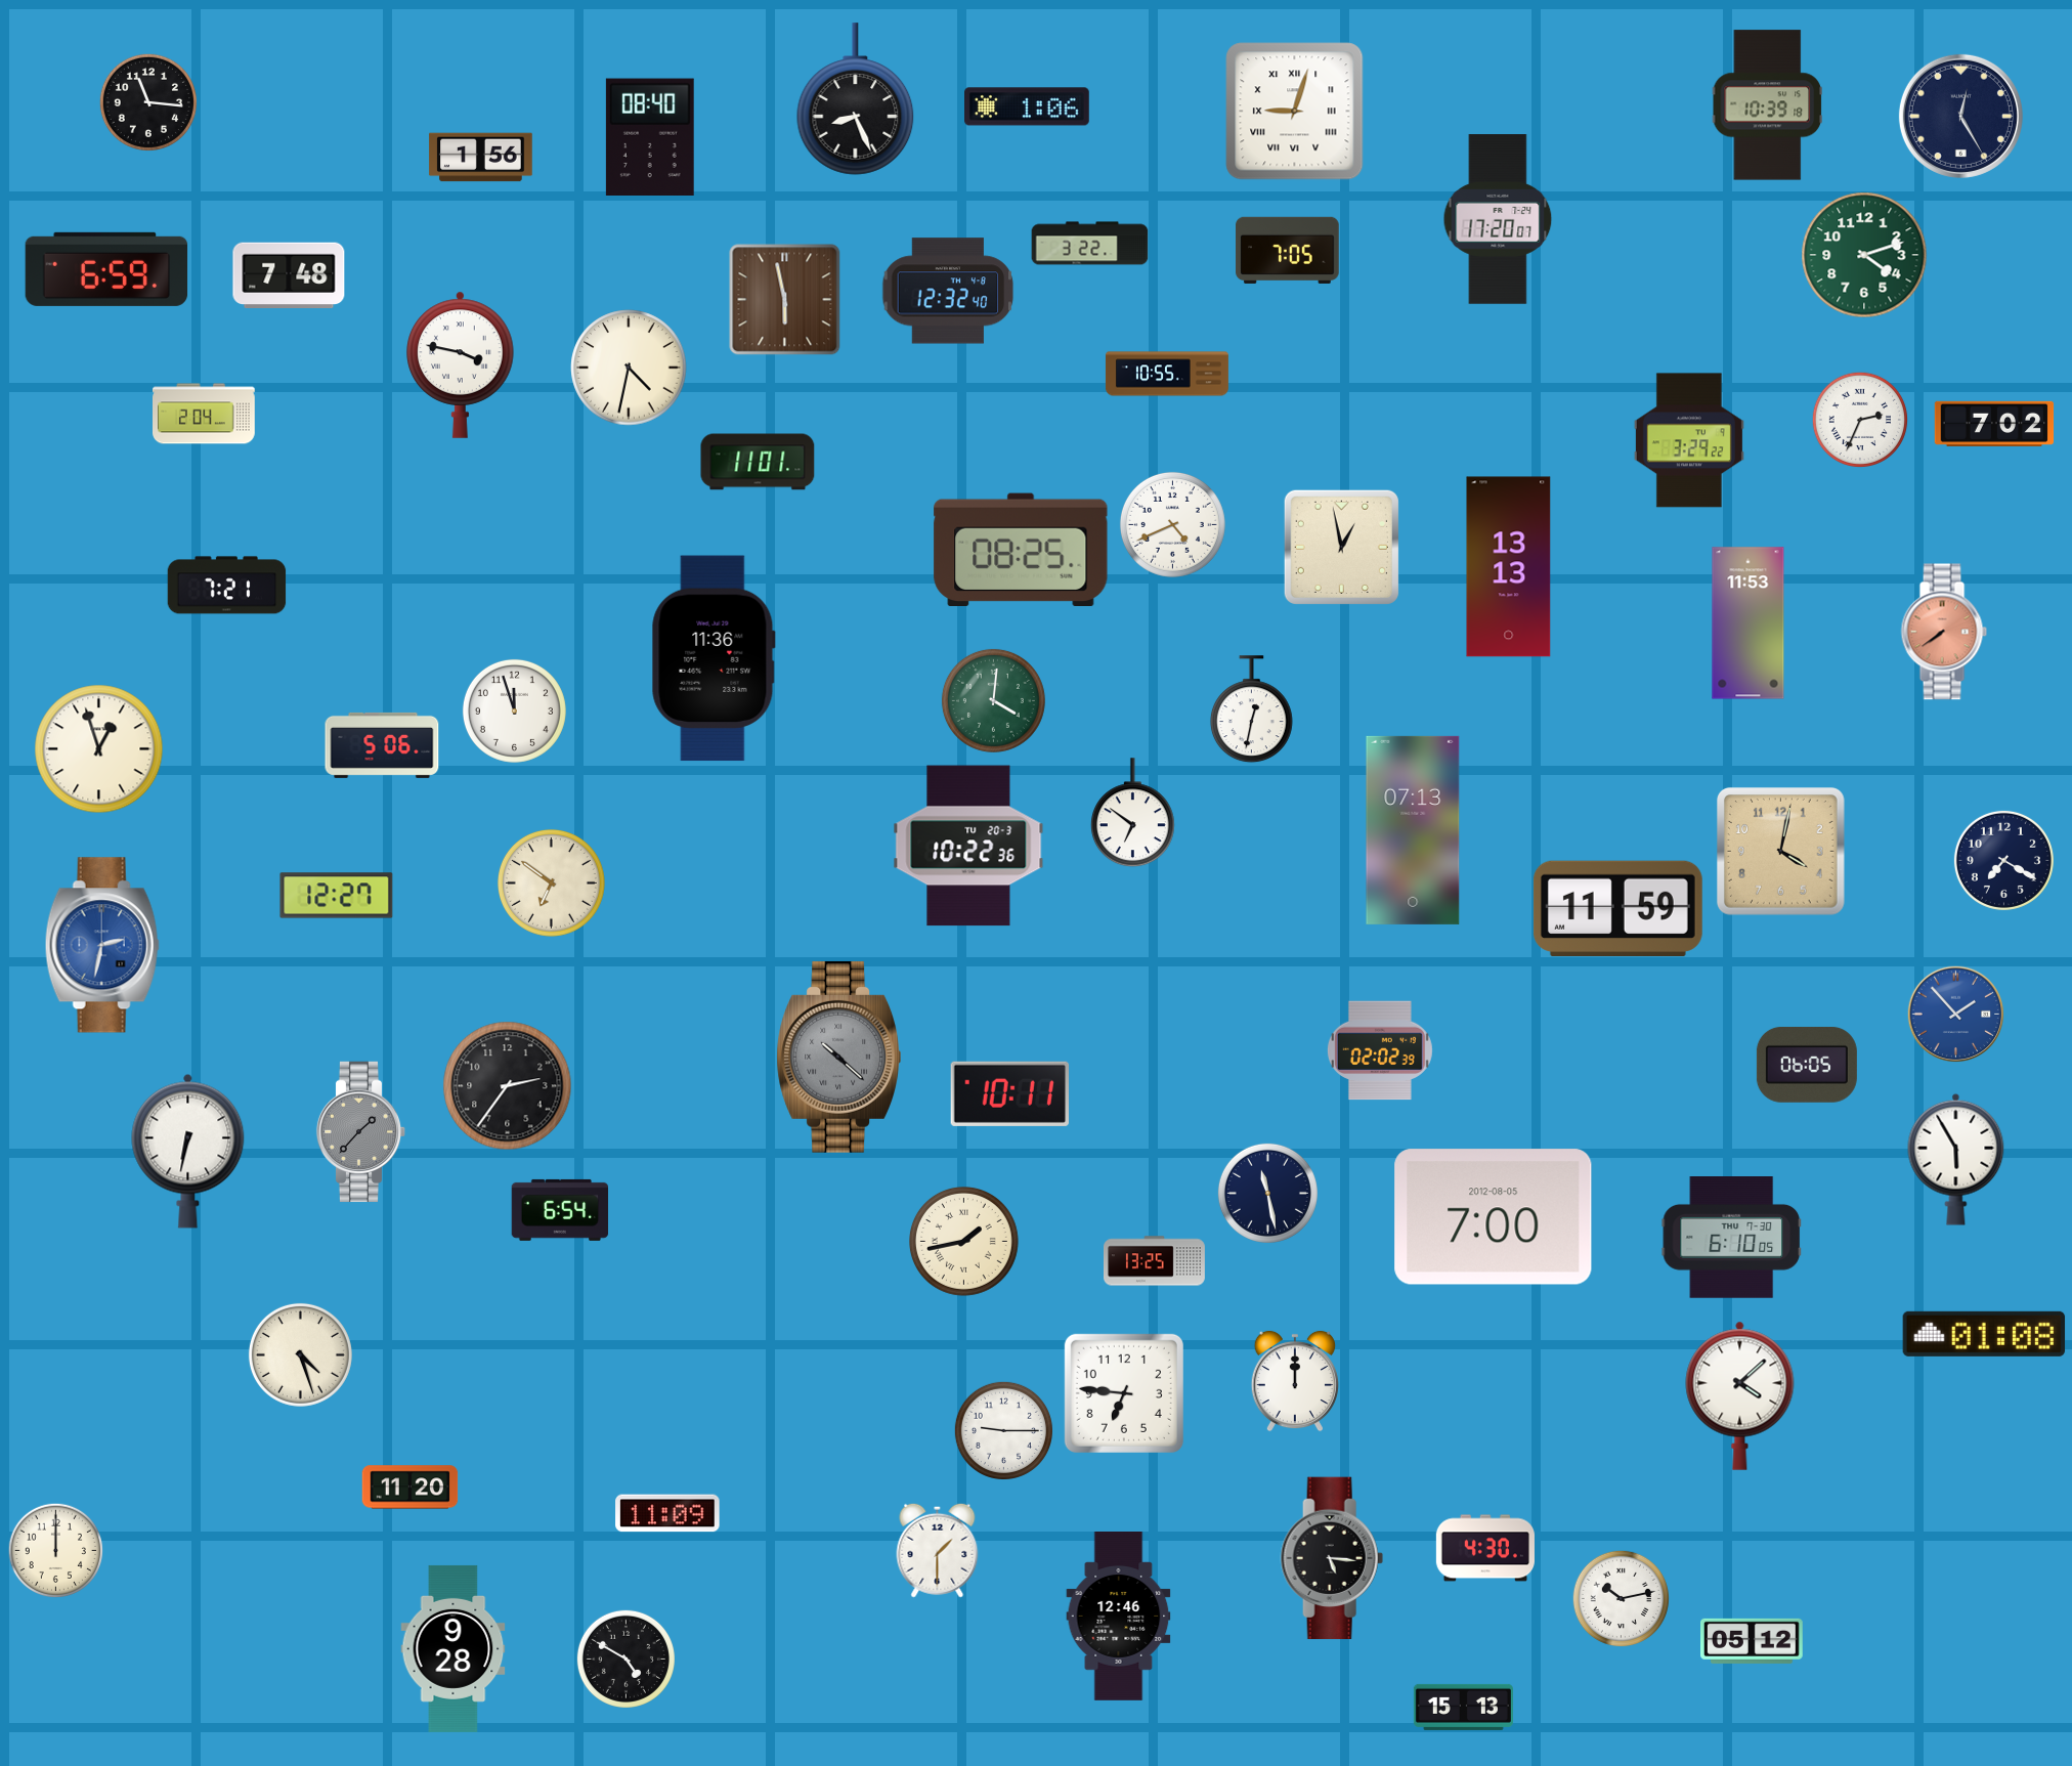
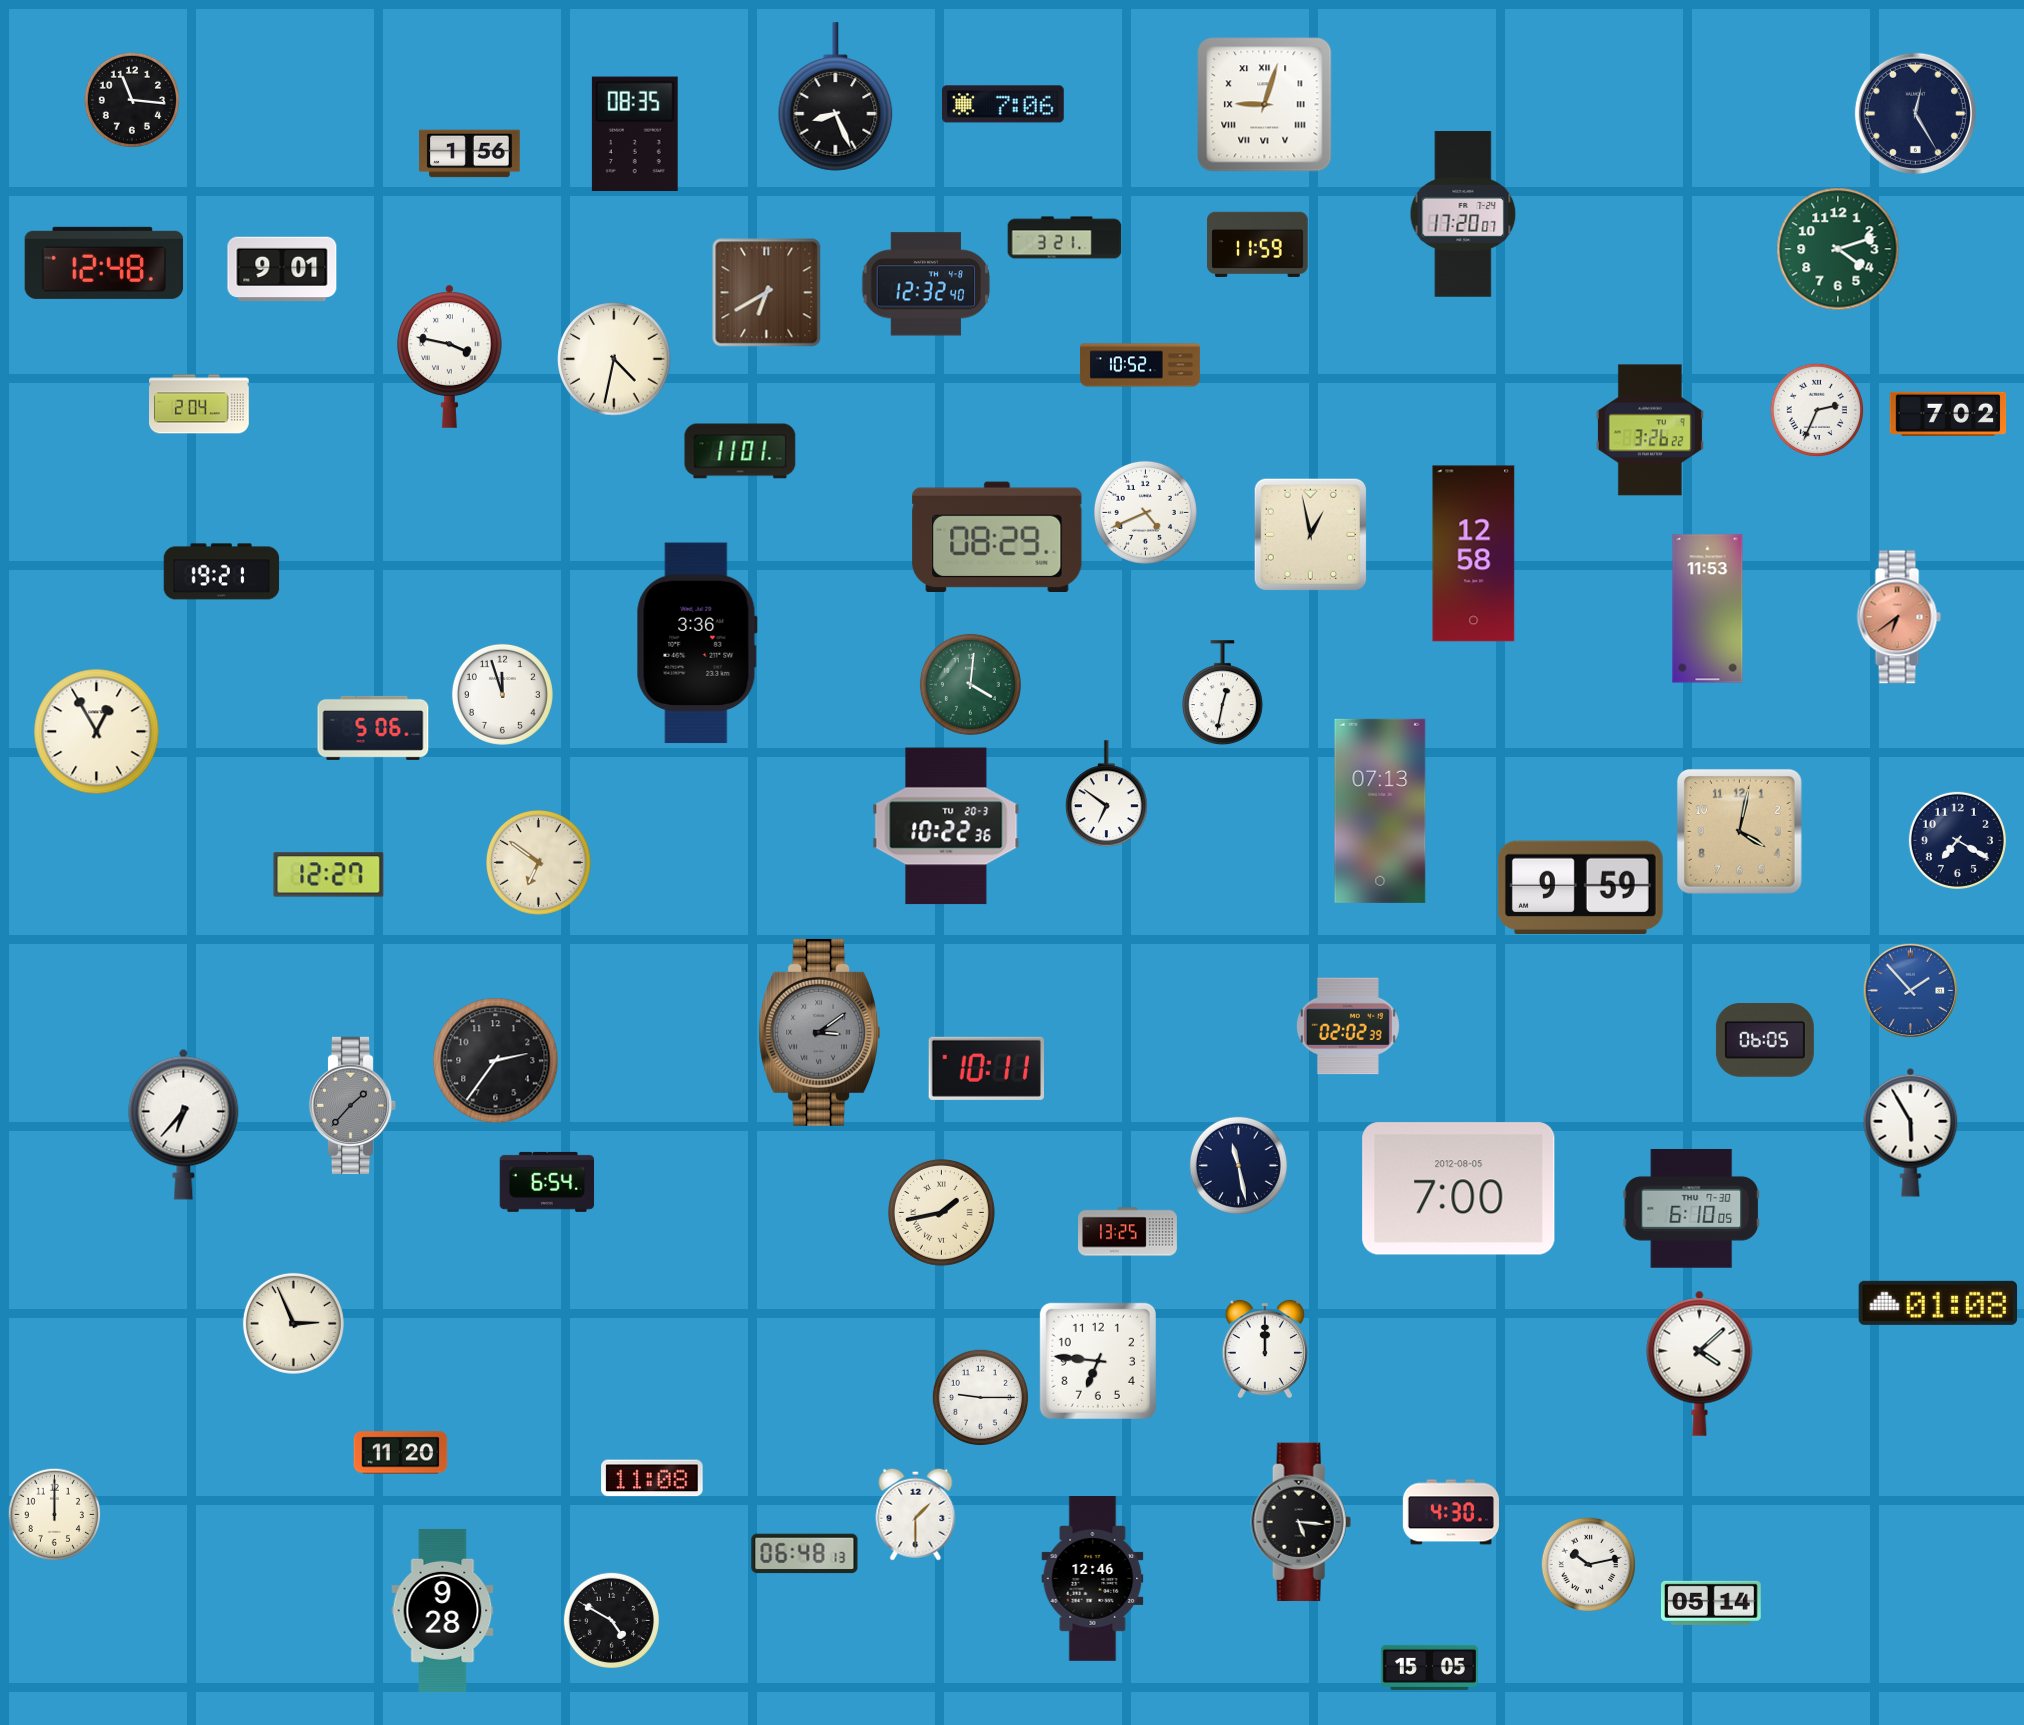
clock at (148, 102) position: (148, 102) -> (132, 100)
clock at (1767, 105): 10:39 -> none
clock at (1028, 106): 1:06 -> 7:06
clock at (1295, 112) position: (1295, 112) -> (1265, 105)
clock at (650, 136): 08:40 -> 08:35
clock at (1090, 244): 3:22 -> 3:21
clock at (1288, 250): 7:05 -> 11:59
clock at (1864, 255) position: (1864, 255) -> (1838, 249)
clock at (106, 269): 6:59 -> 12:48
clock at (289, 275): 7:48 -> 9:01
clock at (785, 300): 5:58 -> 6:40
clock at (1167, 374): 10:55 -> 10:52
clock at (1689, 440): 3:29 -> 3:26
clock at (1021, 550): 08:25 -> 08:29
clock at (1509, 567): 13:13 -> 12:58
clock at (227, 586): 7:21 -> 19:21
clock at (1944, 632): 7:39 -> 6:39
clock at (714, 658): 11:36 -> 3:36
clock at (99, 749): 12:57 -> 12:55
clock at (1617, 908): 11:59 -> 9:59
clock at (102, 945): 2:32 -> none
clock at (838, 1057): 10:22 -> 3:09
clock at (188, 1151): 6:32 -> 6:37
clock at (300, 1354): 4:27 -> 2:56
clock at (667, 1513): 11:09 -> 11:08
clock at (805, 1554): none -> 06:48
clock at (1621, 1598) position: (1621, 1598) -> (1588, 1564)
clock at (1753, 1641): 05:12 -> 05:14
clock at (1463, 1707): 15:13 -> 15:05
